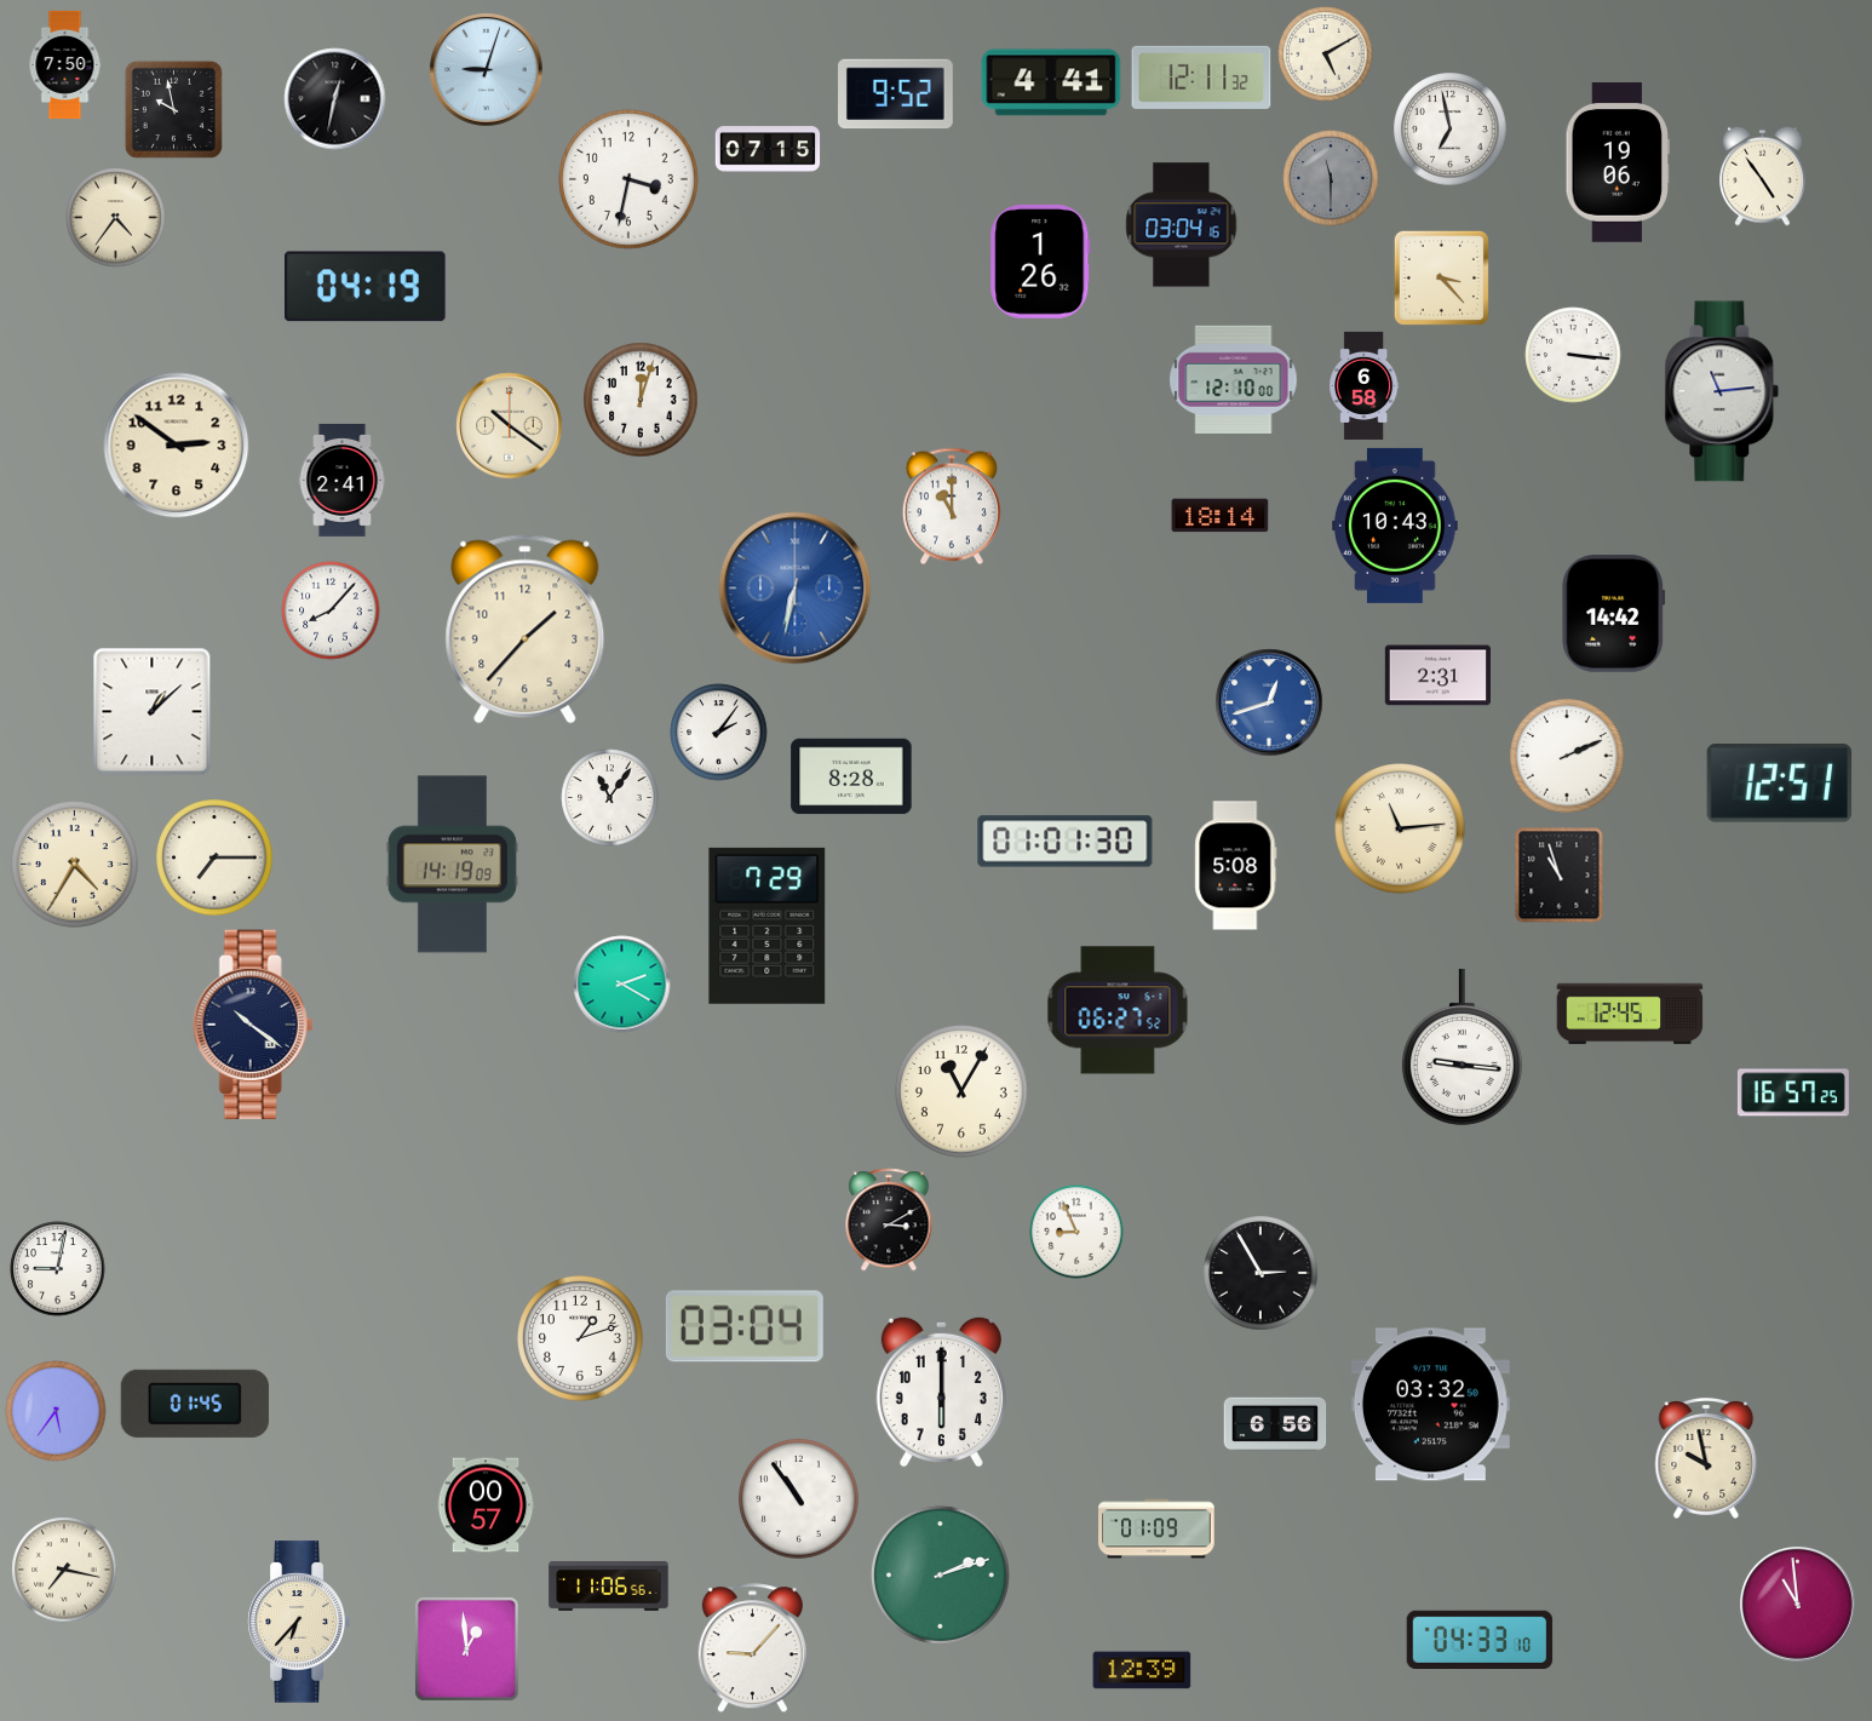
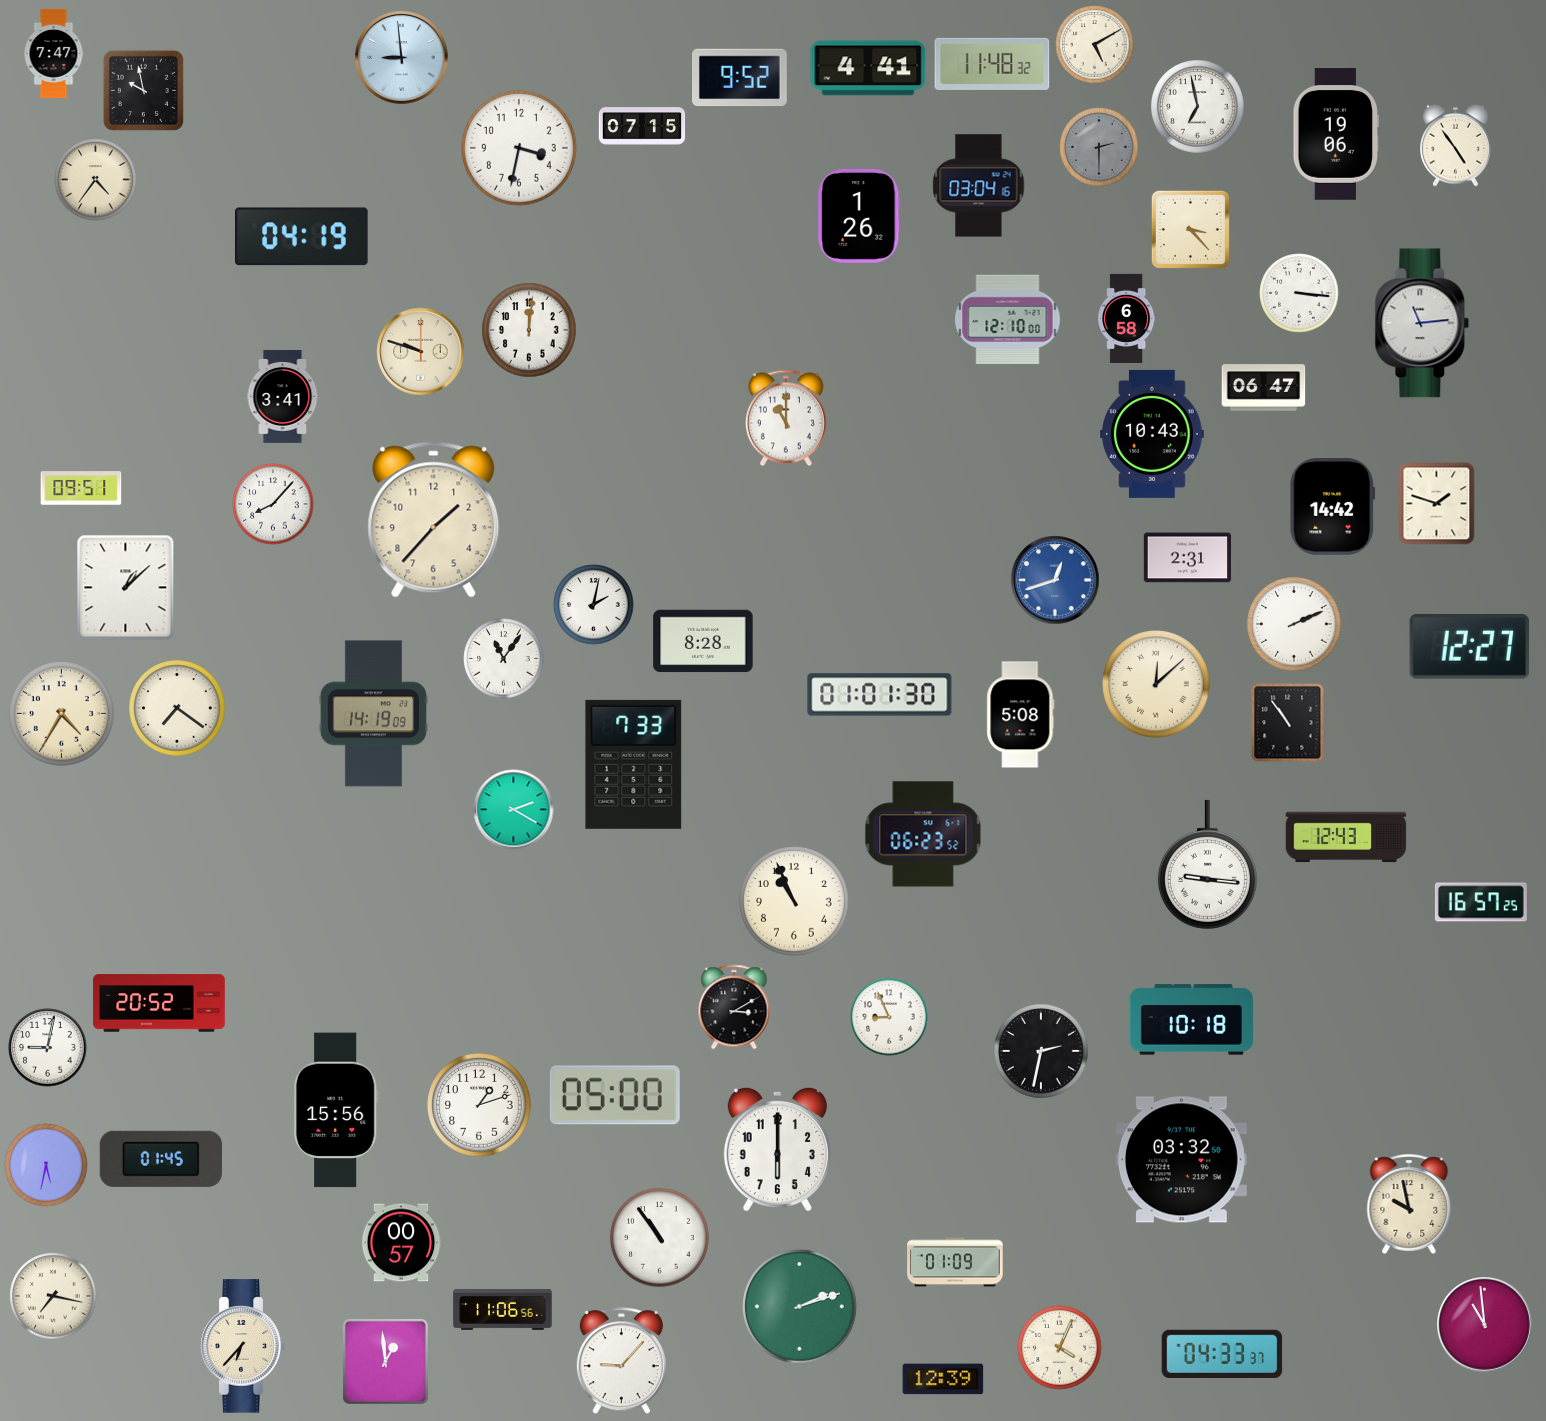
clock at (65, 64): 7:50 -> 7:47
clock at (487, 70): 9:03 -> 8:59
clock at (1201, 78): 12:11 -> 11:48
clock at (335, 99): 12:32 -> none
clock at (768, 149) position: (768, 149) -> (642, 126)
clock at (1331, 178): 11:30 -> 2:30
clock at (1182, 225) position: (1182, 225) -> (979, 186)
clock at (1234, 379) position: (1234, 379) -> (1008, 319)
clock at (641, 400): 12:03 -> 12:01
clock at (510, 426): 10:21 -> 9:48
clock at (177, 446): 2:51 -> none
clock at (1264, 388): none -> 06:47
clock at (343, 480): 2:41 -> 3:41
clock at (1221, 516): 18:14 -> none
clock at (796, 589): 6:32 -> none
clock at (81, 488): none -> 09:51
clock at (1437, 504): none -> 1:48
clock at (1269, 702) position: (1269, 702) -> (1055, 580)
clock at (719, 733): 2:06 -> 2:02
clock at (1780, 784): 12:51 -> 12:27
clock at (1401, 830): 11:14 -> 12:08
clock at (214, 857): 7:15 -> 7:21
clock at (1560, 876): 10:57 -> 10:54
clock at (768, 925): 7:29 -> 7:33
clock at (622, 985) position: (622, 985) -> (514, 810)
clock at (1118, 1010): 06:27 -> 06:23
clock at (1630, 1014): 12:45 -> 12:43
clock at (253, 1025): 10:21 -> none
clock at (963, 1092): 11:05 -> 10:56
clock at (159, 1003): none -> 20:52
clock at (1191, 1020): none -> 10:18
clock at (1261, 1273): 2:55 -> 2:32
clock at (745, 1326): 03:04 -> 05:00
clock at (336, 1110): none -> 15:56
clock at (56, 1411): 5:36 -> 5:32
clock at (1275, 1424): 6:56 -> none
clock at (940, 1574) position: (940, 1574) -> (799, 1306)
clock at (299, 1622) position: (299, 1622) -> (243, 1346)
clock at (1060, 1348): none -> 4:04
clock at (1480, 1639): 04:33:10 -> 04:33:37
